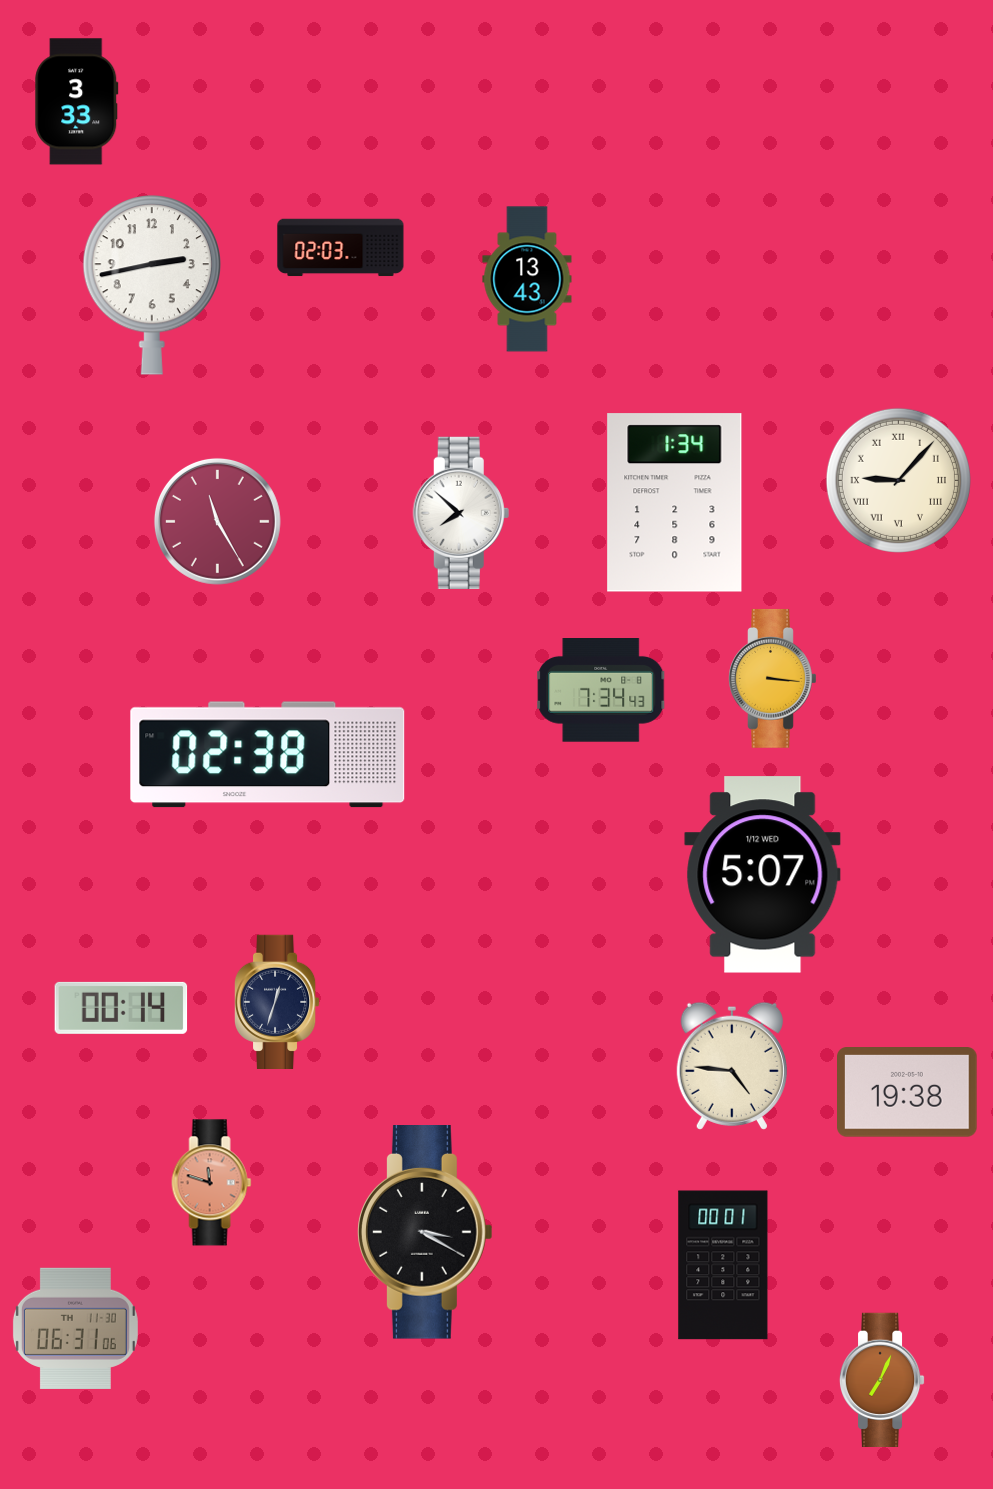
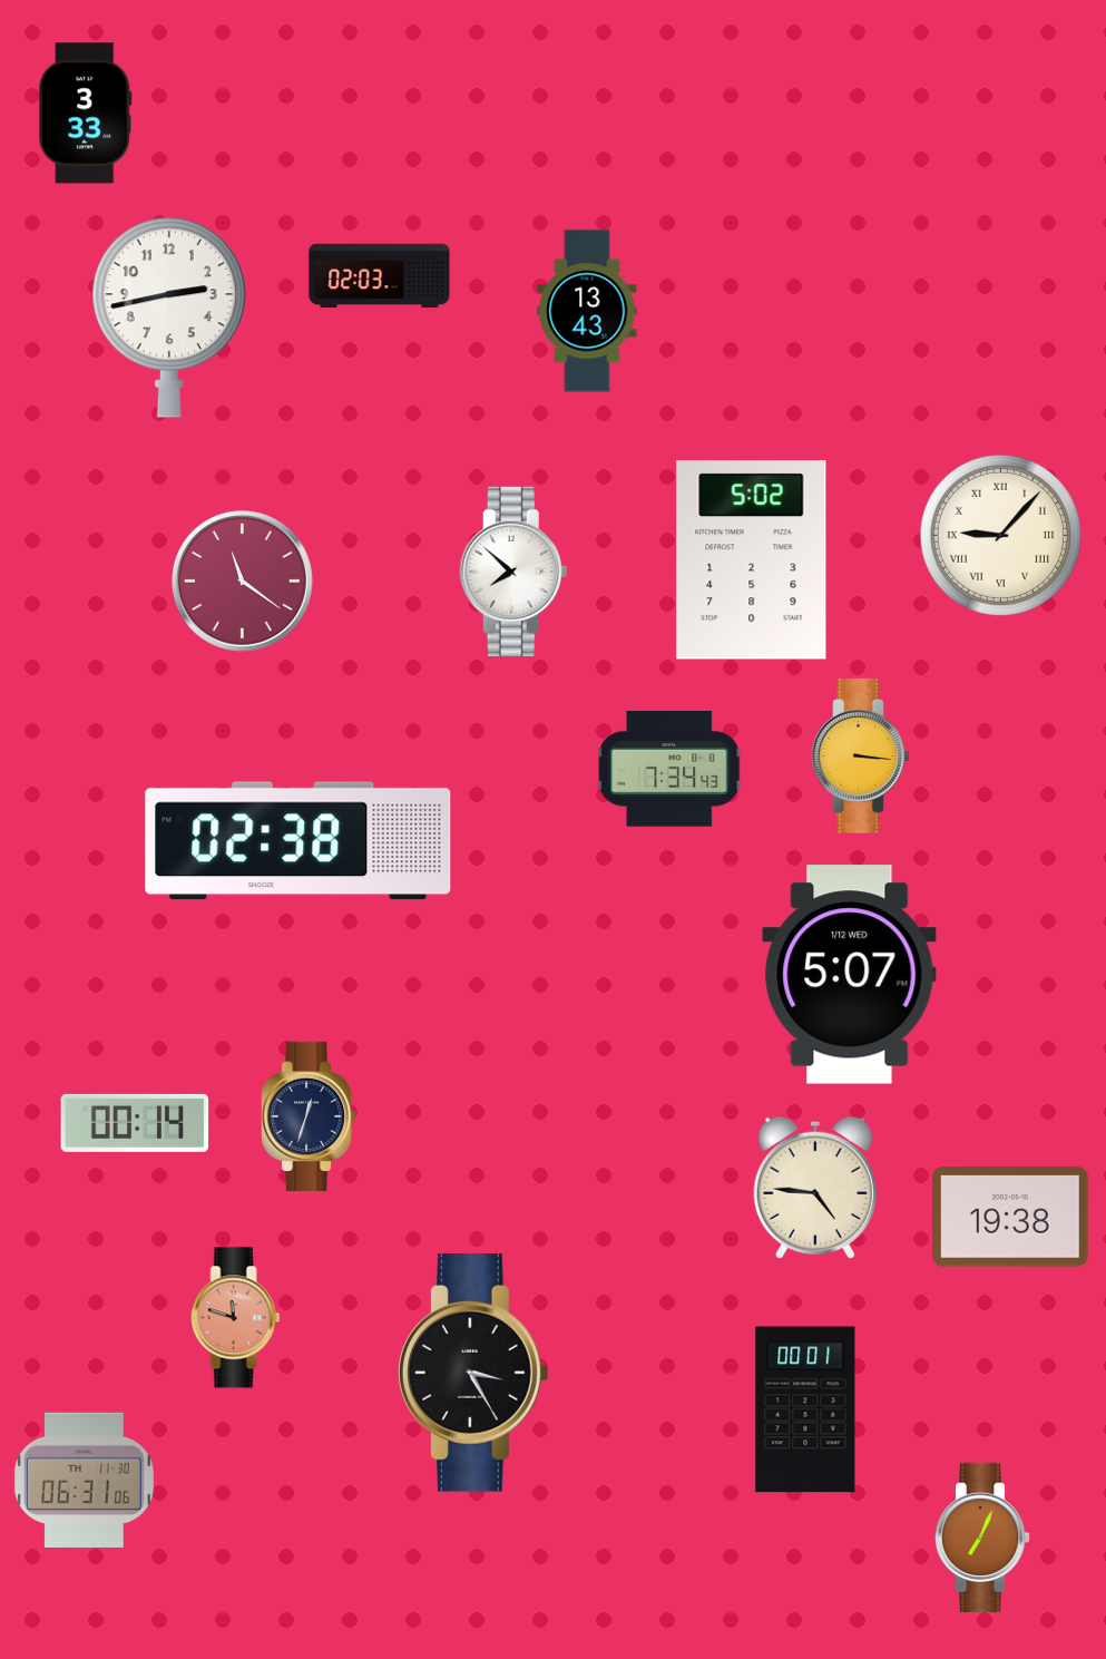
clock at (675, 503): 1:34 -> 5:02
clock at (217, 521): 11:25 -> 11:21
clock at (426, 1233): 3:20 -> 3:25
